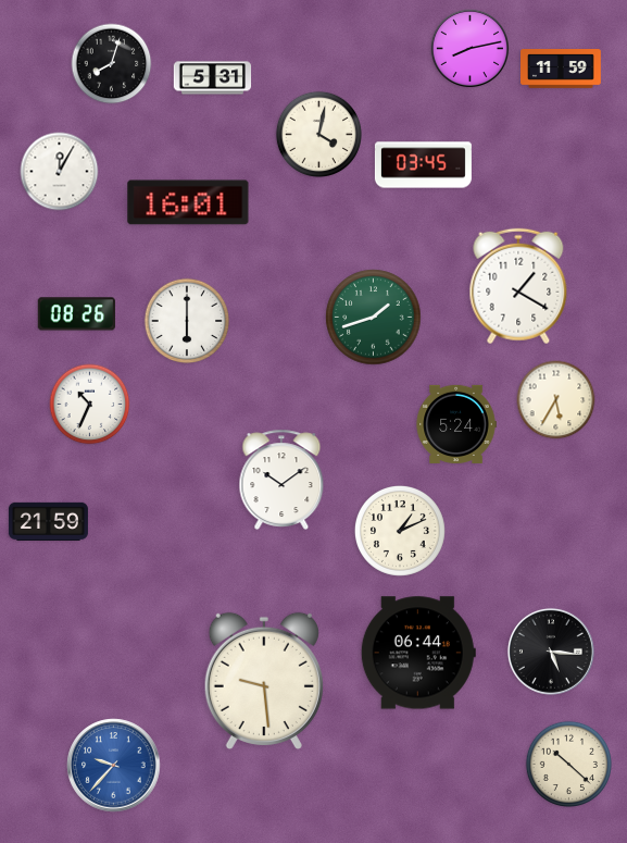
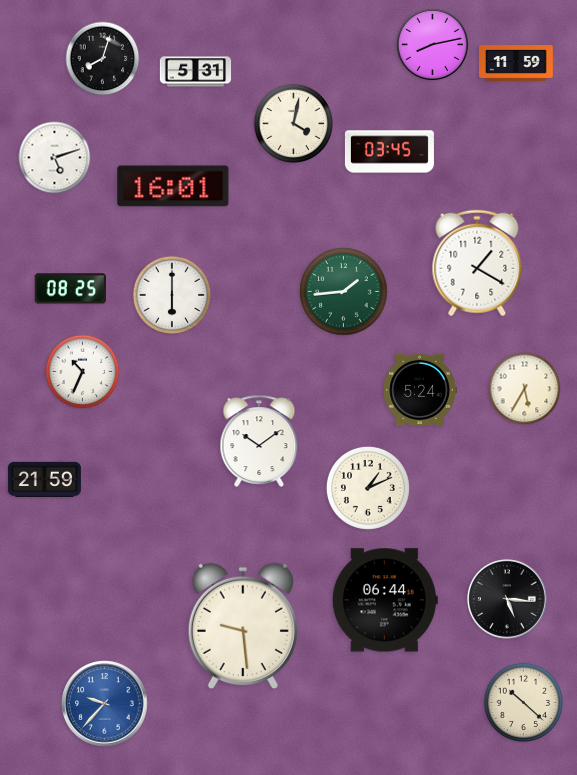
clock at (60, 172): 12:05 -> 5:12
clock at (76, 314): 08:26 -> 08:25
clock at (374, 318): 1:42 -> 1:44
clock at (556, 400) position: (556, 400) -> (525, 389)
